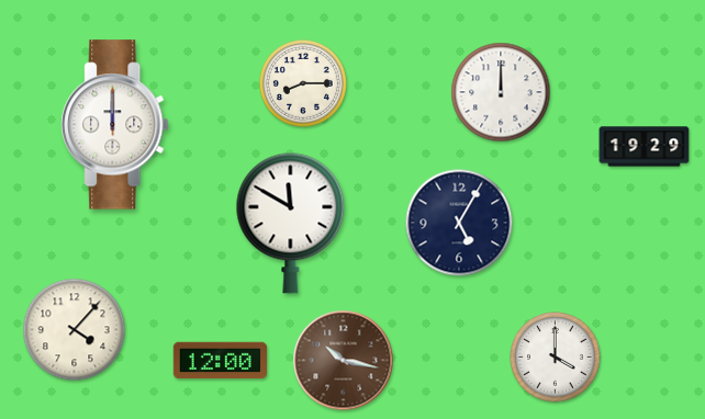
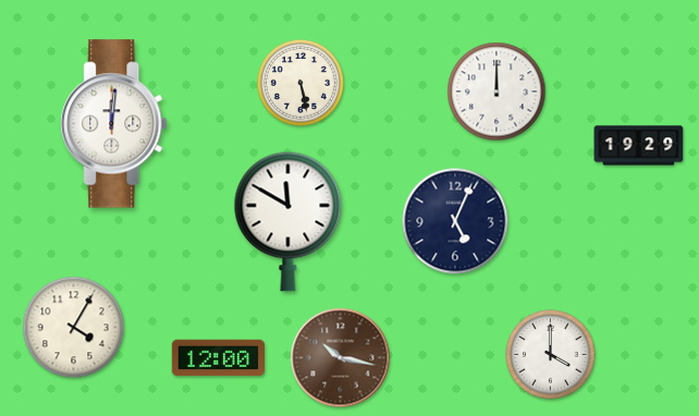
clock at (303, 83): 8:15 -> 5:28
clock at (115, 125): 12:00 -> 12:01
clock at (459, 223): 5:05 -> 5:04
clock at (75, 330): 4:07 -> 4:05
